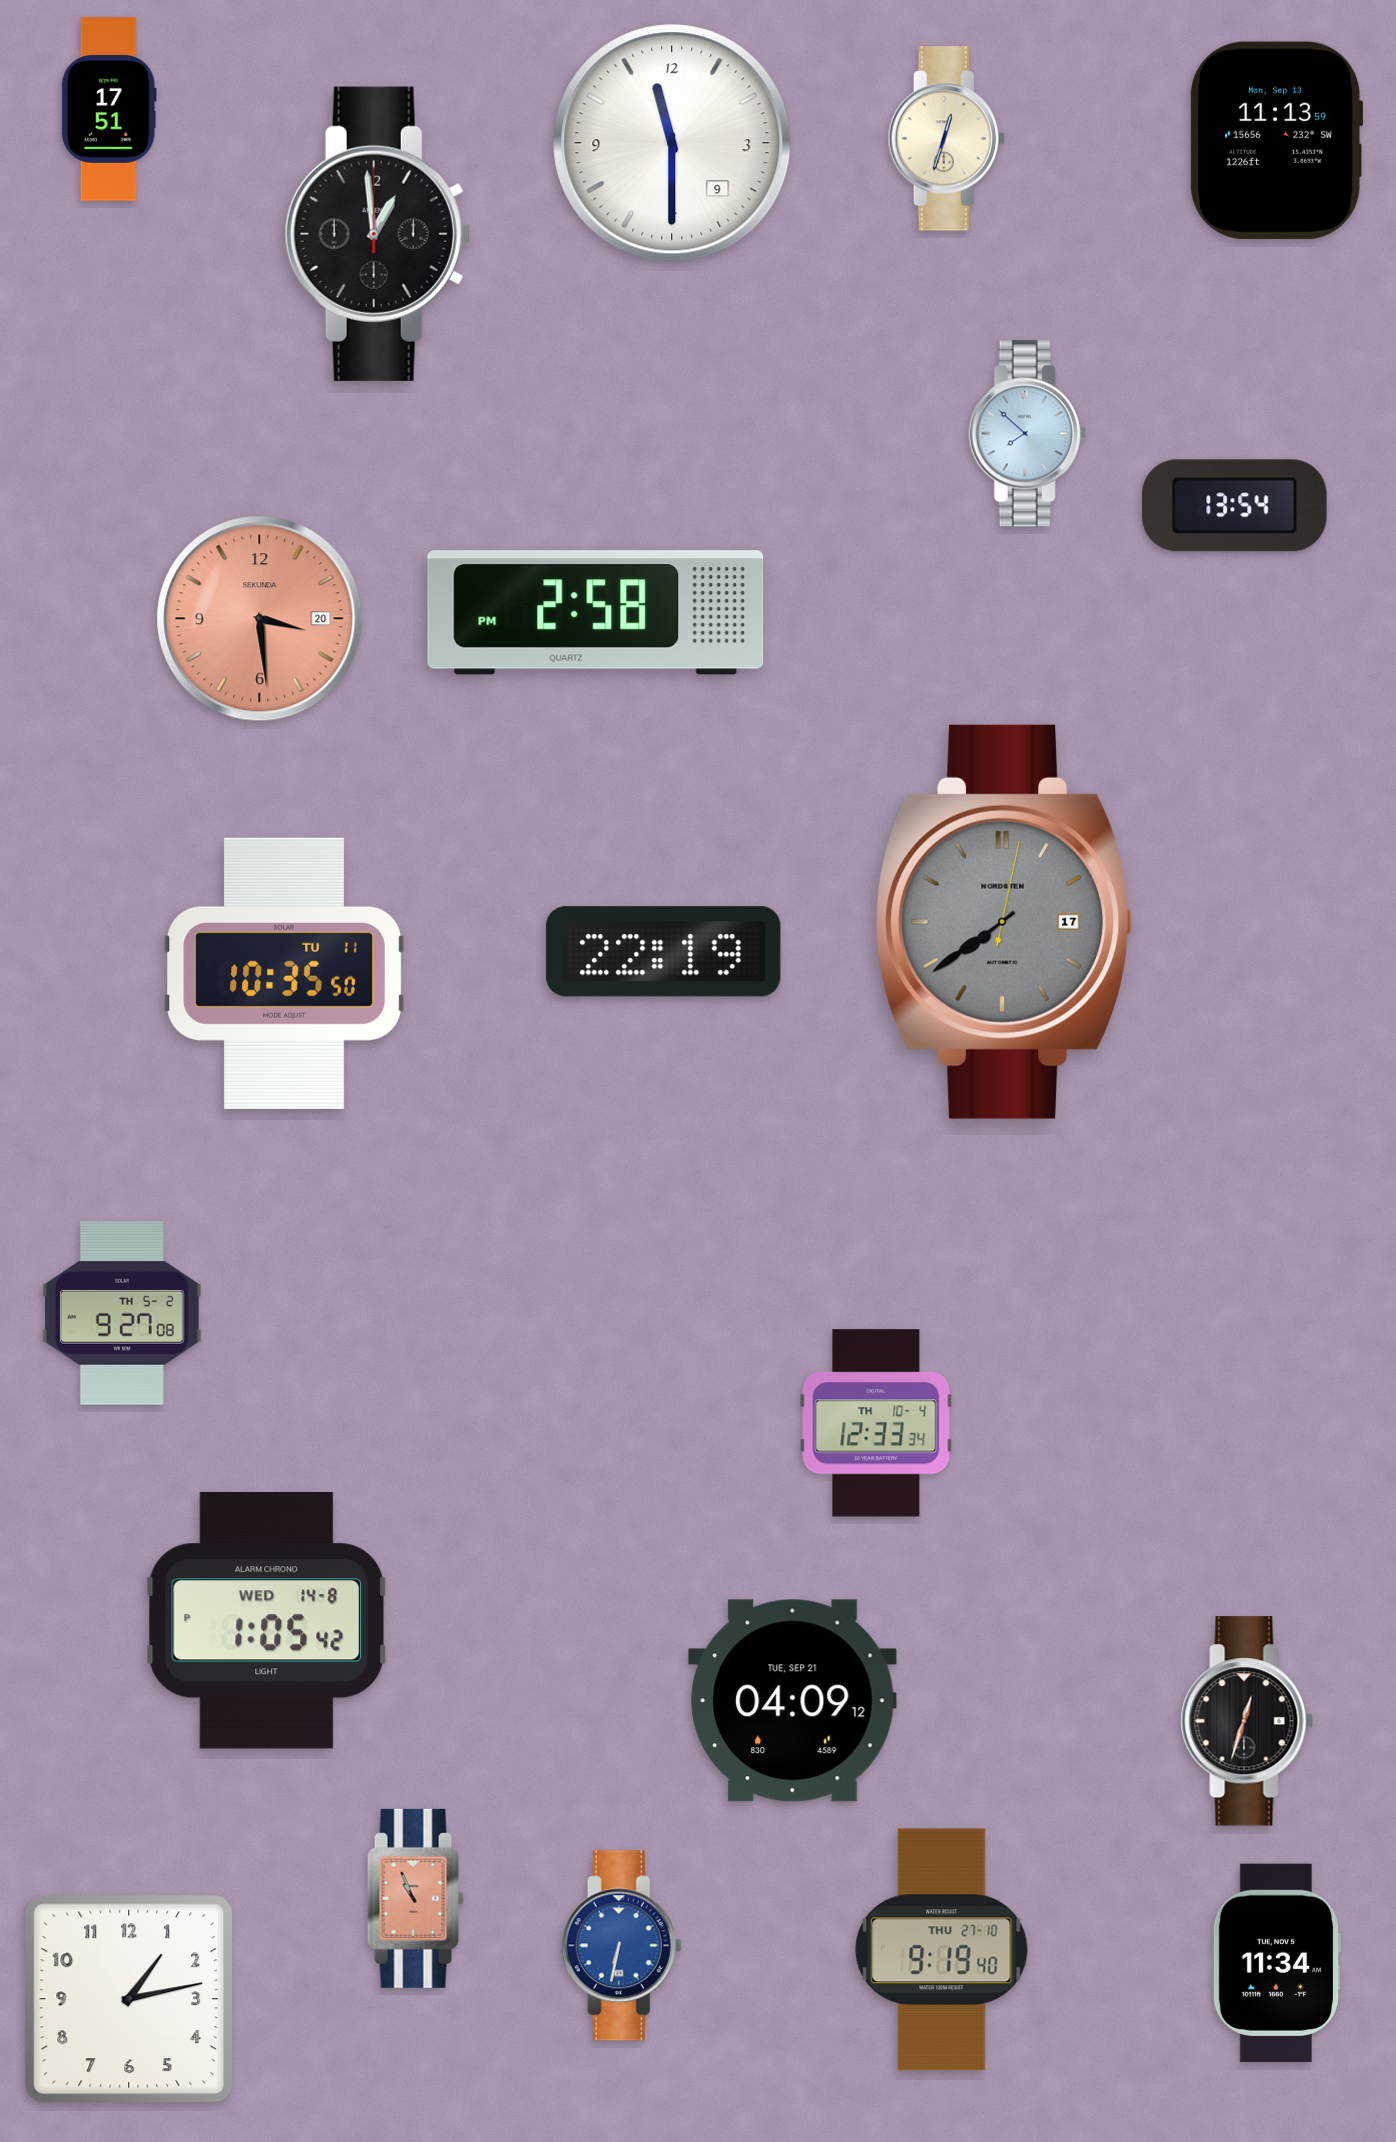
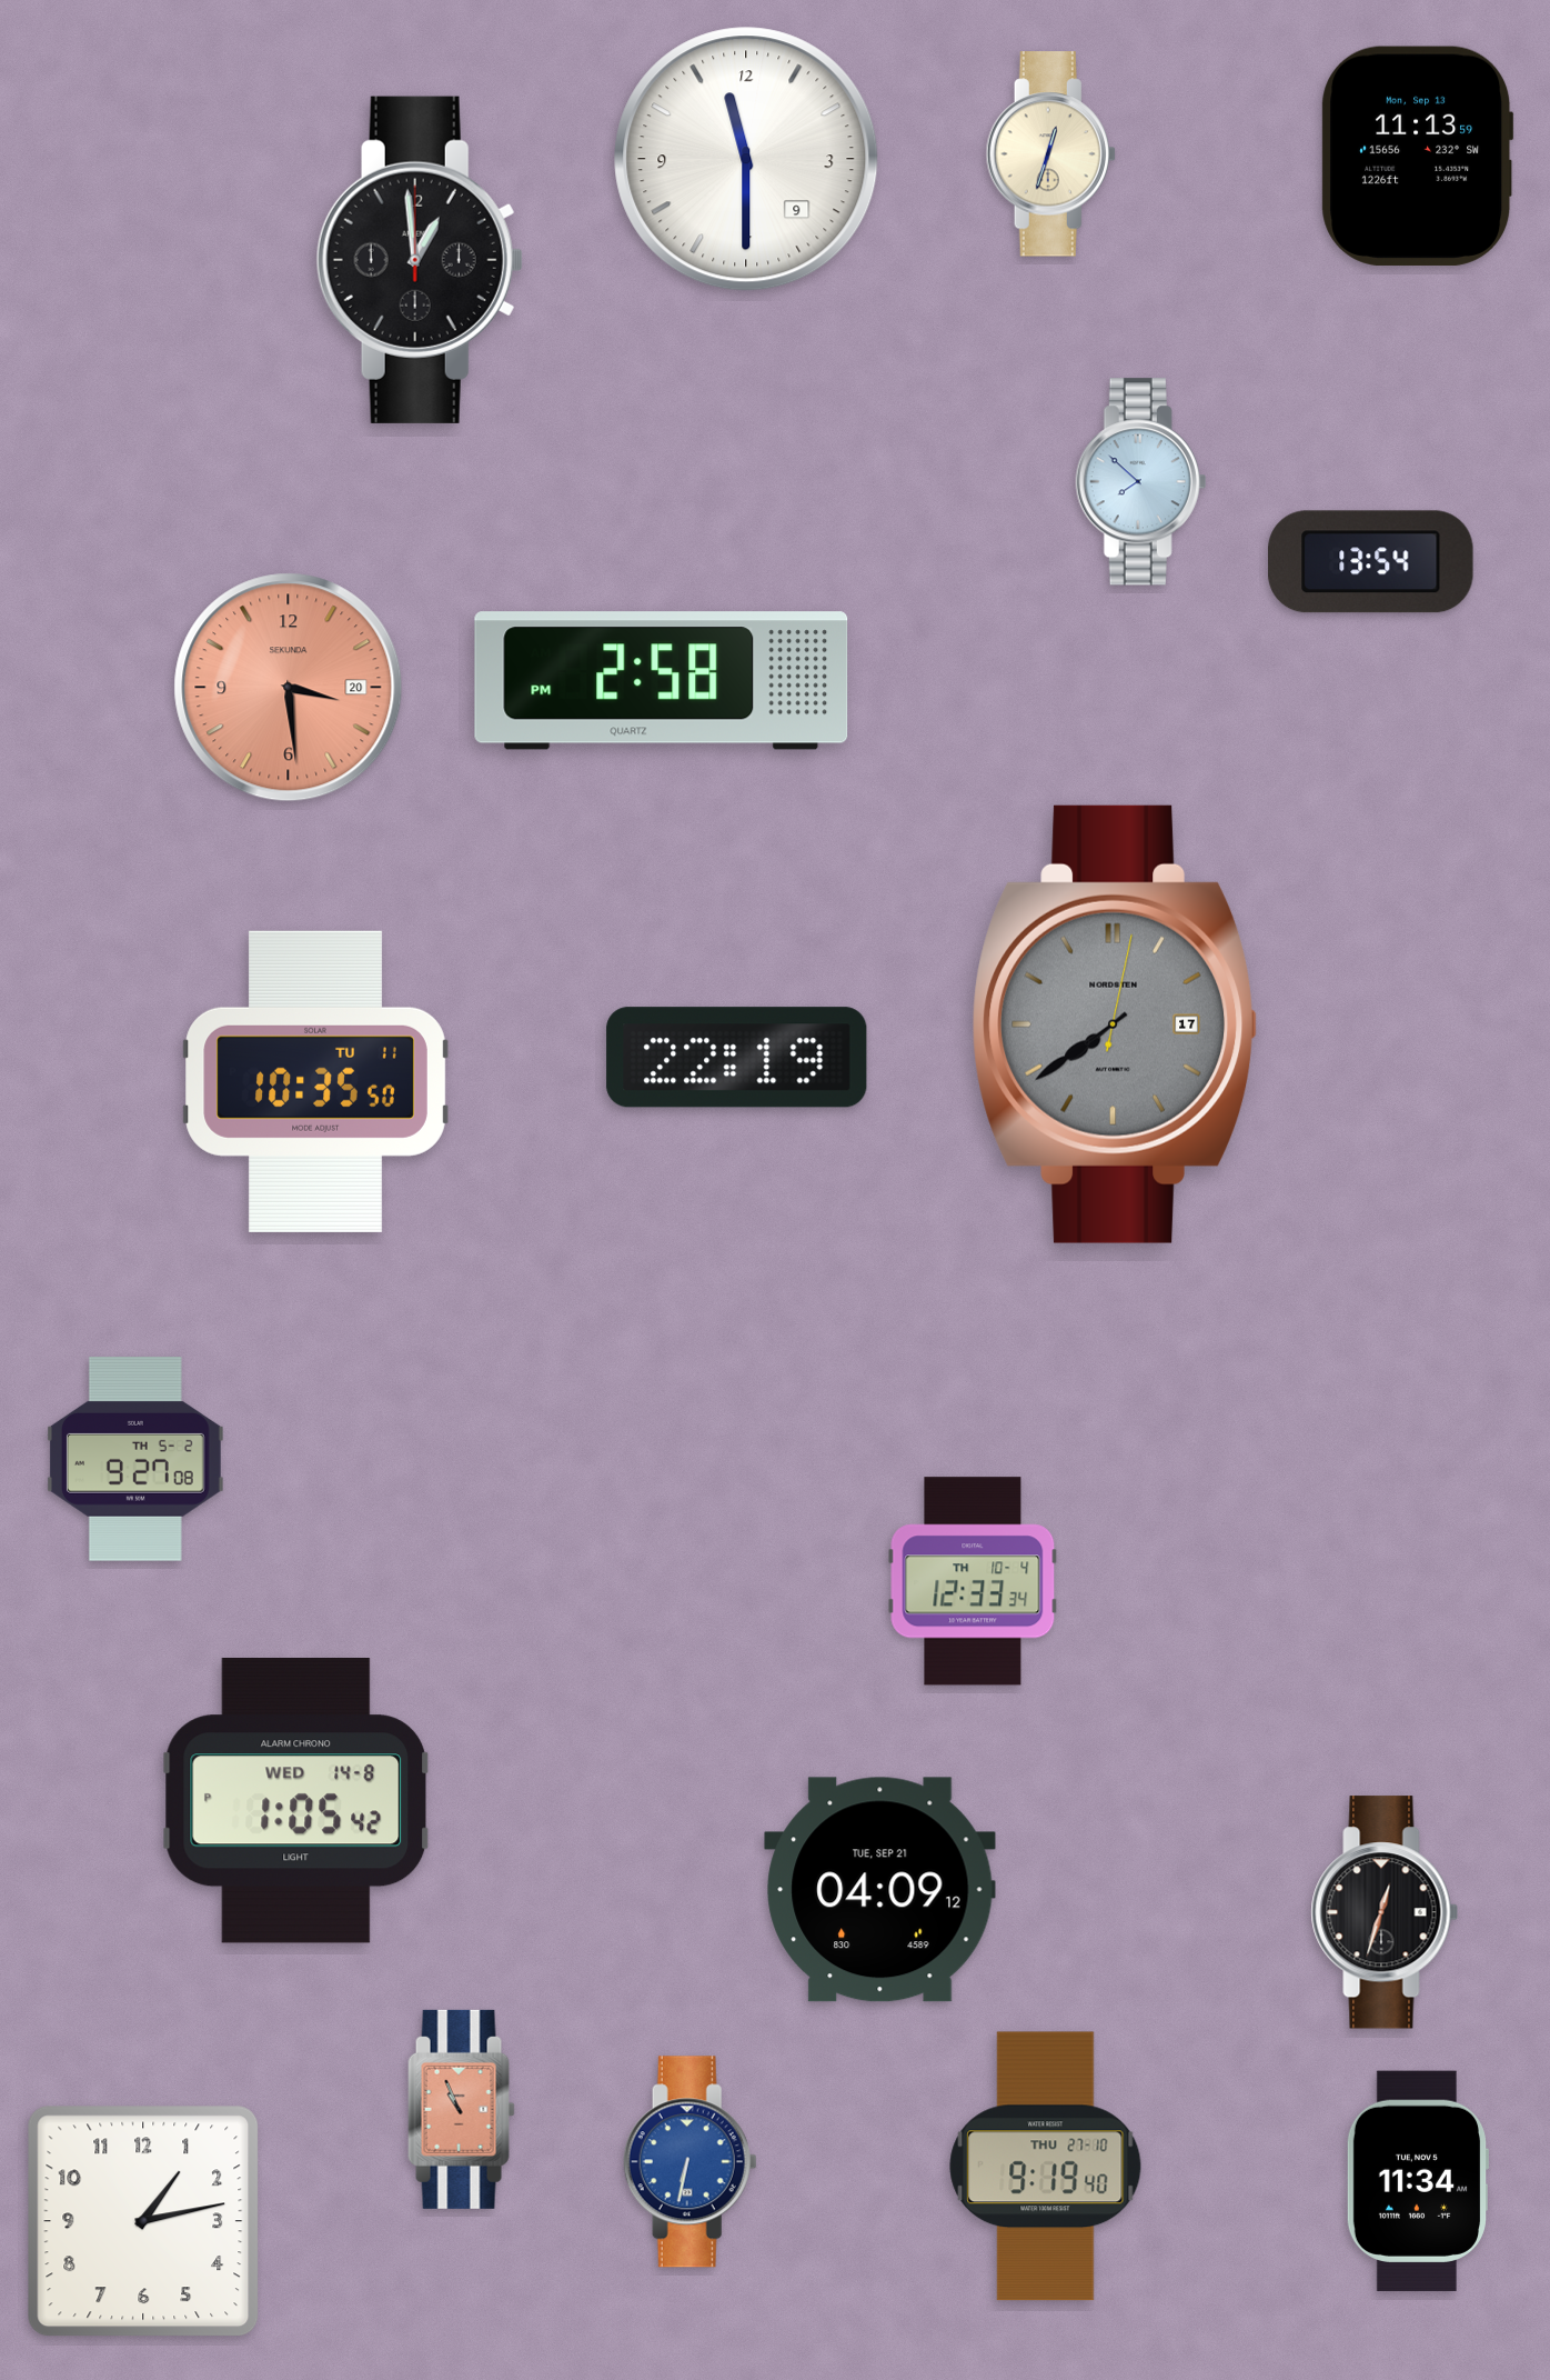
clock at (109, 109): 17:51 -> none
